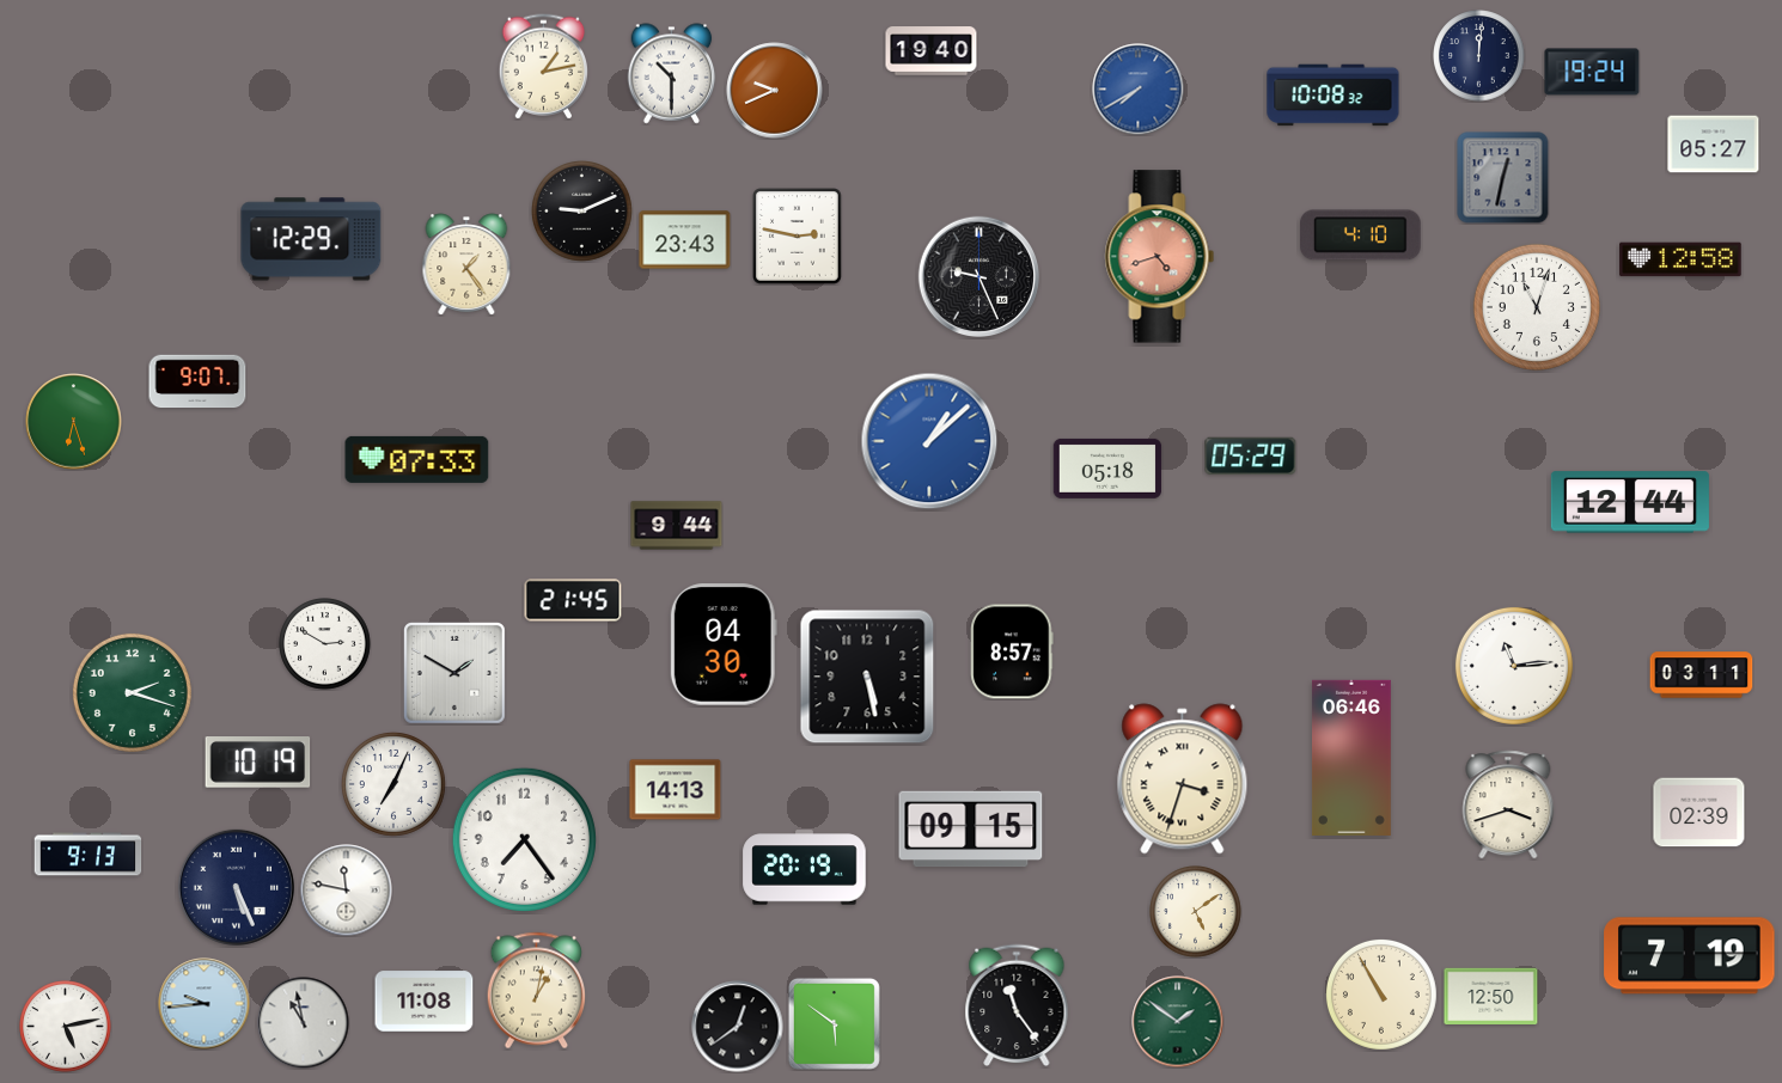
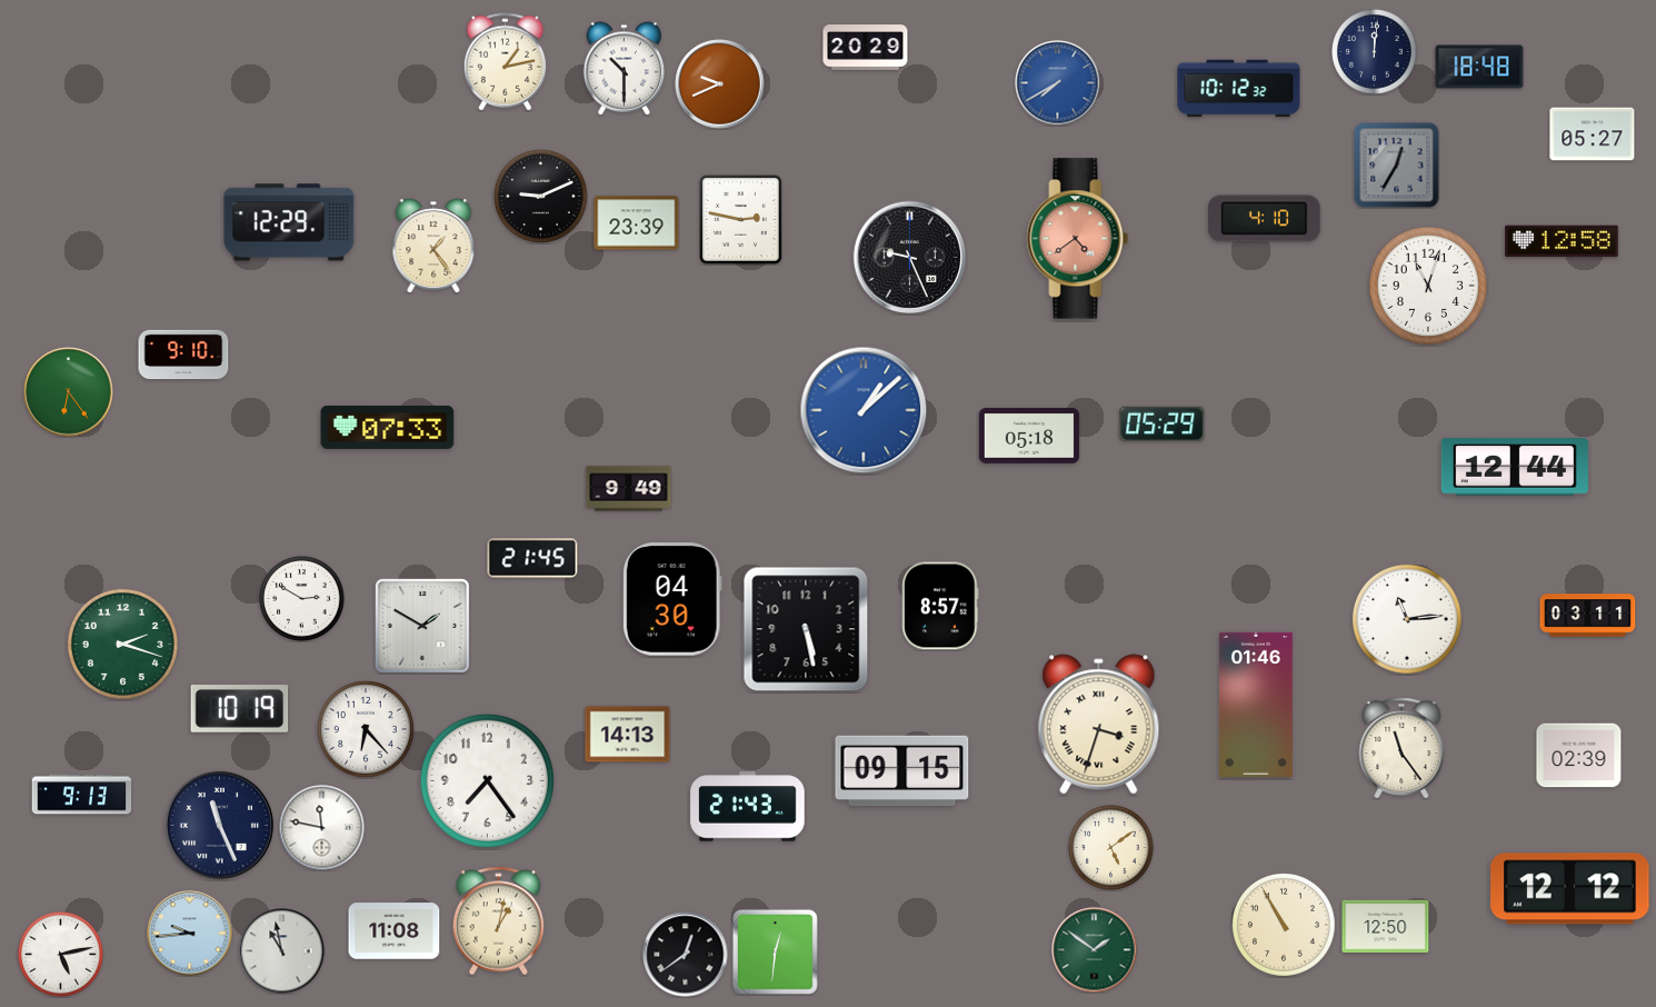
clock at (932, 51): 19:40 -> 20:29
clock at (1592, 72): 19:24 -> 18:48
clock at (1334, 96): 10:08 -> 10:12
clock at (1503, 178): 12:32 -> 12:35
clock at (685, 240): 23:43 -> 23:39
clock at (1160, 257): 4:42 -> 4:39
clock at (197, 381): 9:07 -> 9:10
clock at (74, 422): 6:27 -> 6:24
clock at (677, 526): 9:44 -> 9:49
clock at (1702, 675) position: (1702, 675) -> (1588, 616)
clock at (1351, 758): 06:46 -> 01:46
clock at (395, 785): 7:04 -> 6:23
clock at (1508, 804): 3:42 -> 11:24
clock at (805, 868): 20:19 -> 21:43
clock at (236, 887): 5:26 -> 11:26
clock at (1690, 956): 7:19 -> 12:12
clock at (1017, 1005): 11:24 -> none
clock at (834, 1023): 5:51 -> 12:31
